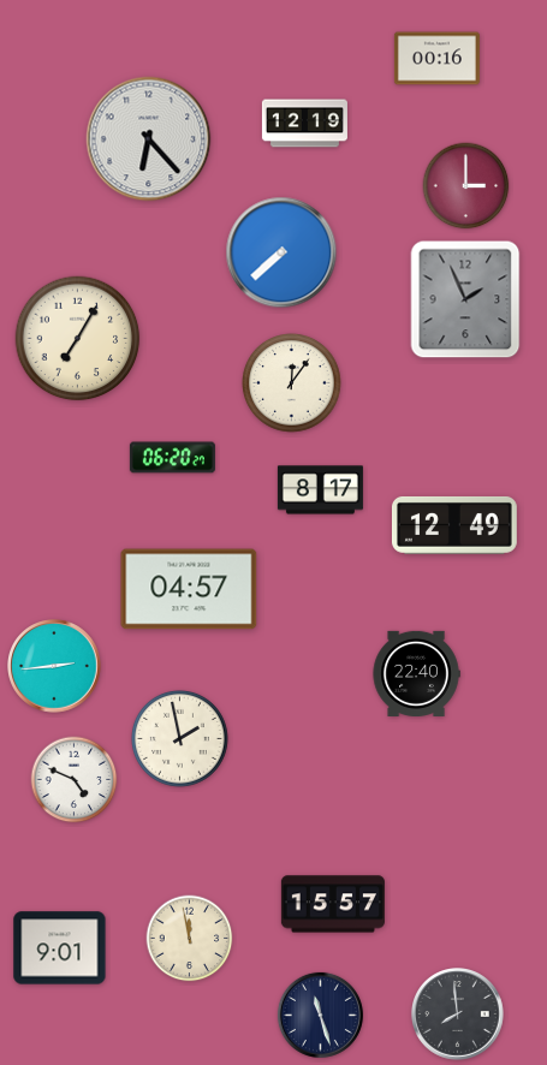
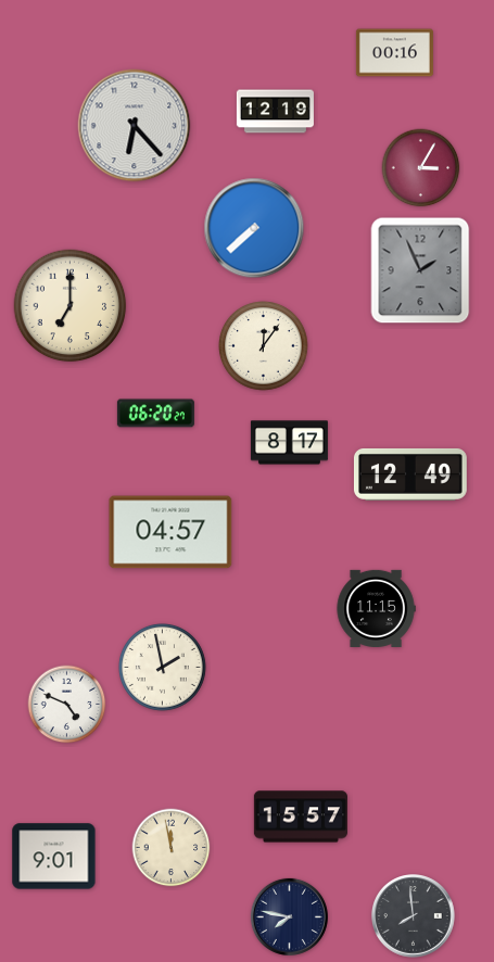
clock at (466, 186): 3:00 -> 3:05
clock at (78, 339): 7:05 -> 7:00
clock at (54, 666): 2:44 -> none
clock at (416, 673): 22:40 -> 11:15
clock at (320, 1015): 11:27 -> 7:47
